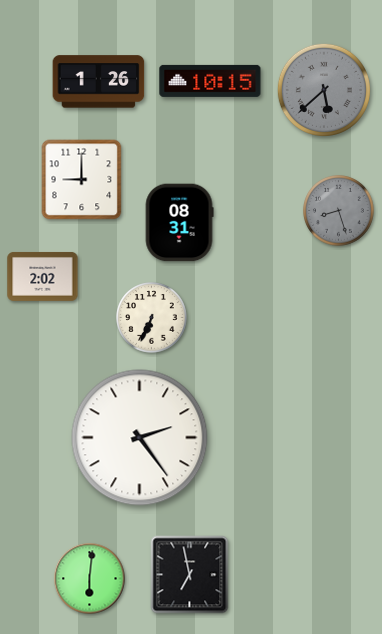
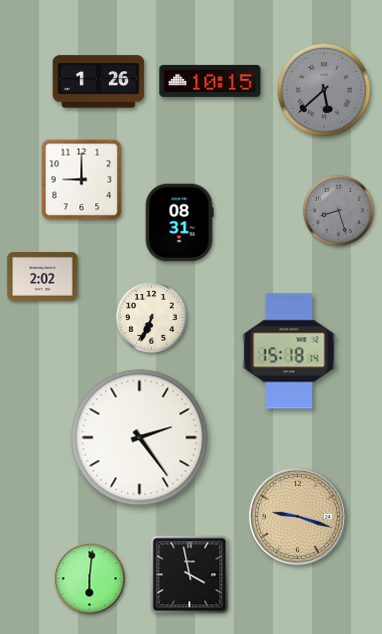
clock at (289, 351): none -> 15:18
clock at (297, 516): none -> 9:18
clock at (190, 575): 6:58 -> 3:58
